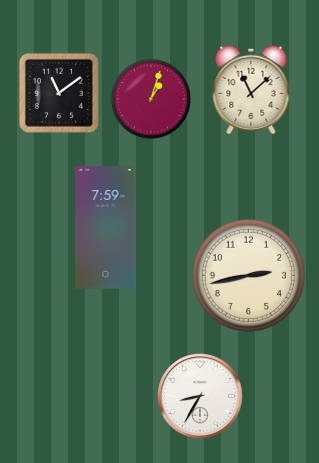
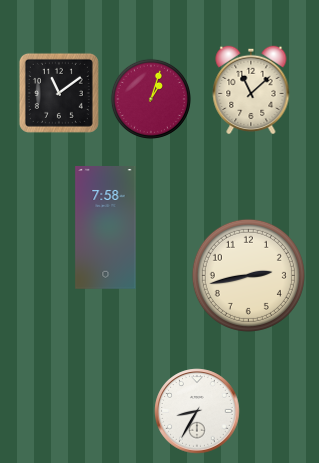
clock at (106, 228): 7:59 -> 7:58
clock at (200, 396) position: (200, 396) -> (197, 411)
